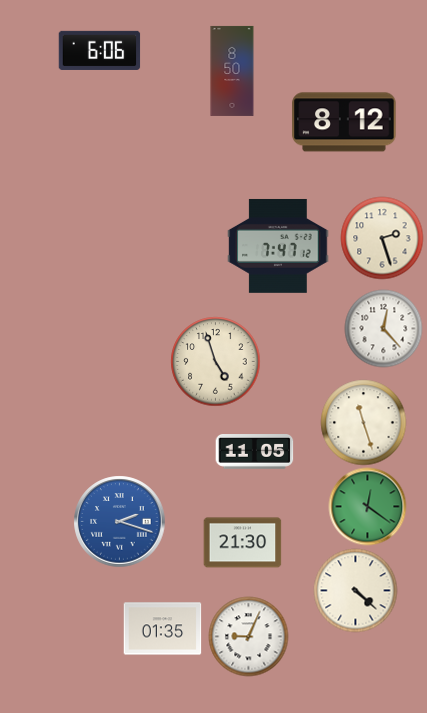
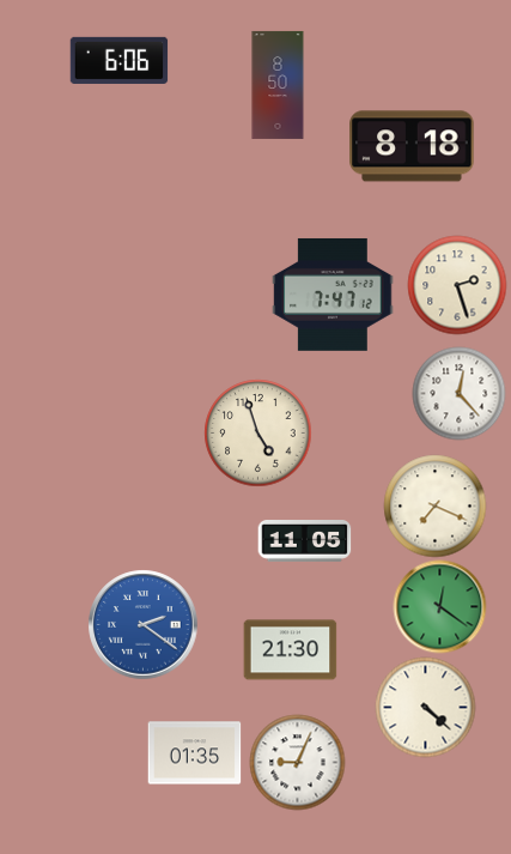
clock at (344, 122): 8:12 -> 8:18
clock at (363, 422): 11:27 -> 7:19
clock at (119, 521): 2:18 -> 2:21
